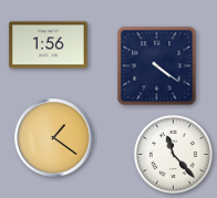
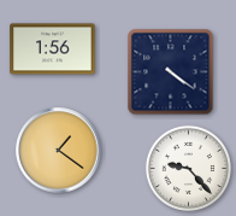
clock at (173, 154): 11:23 -> 9:23
